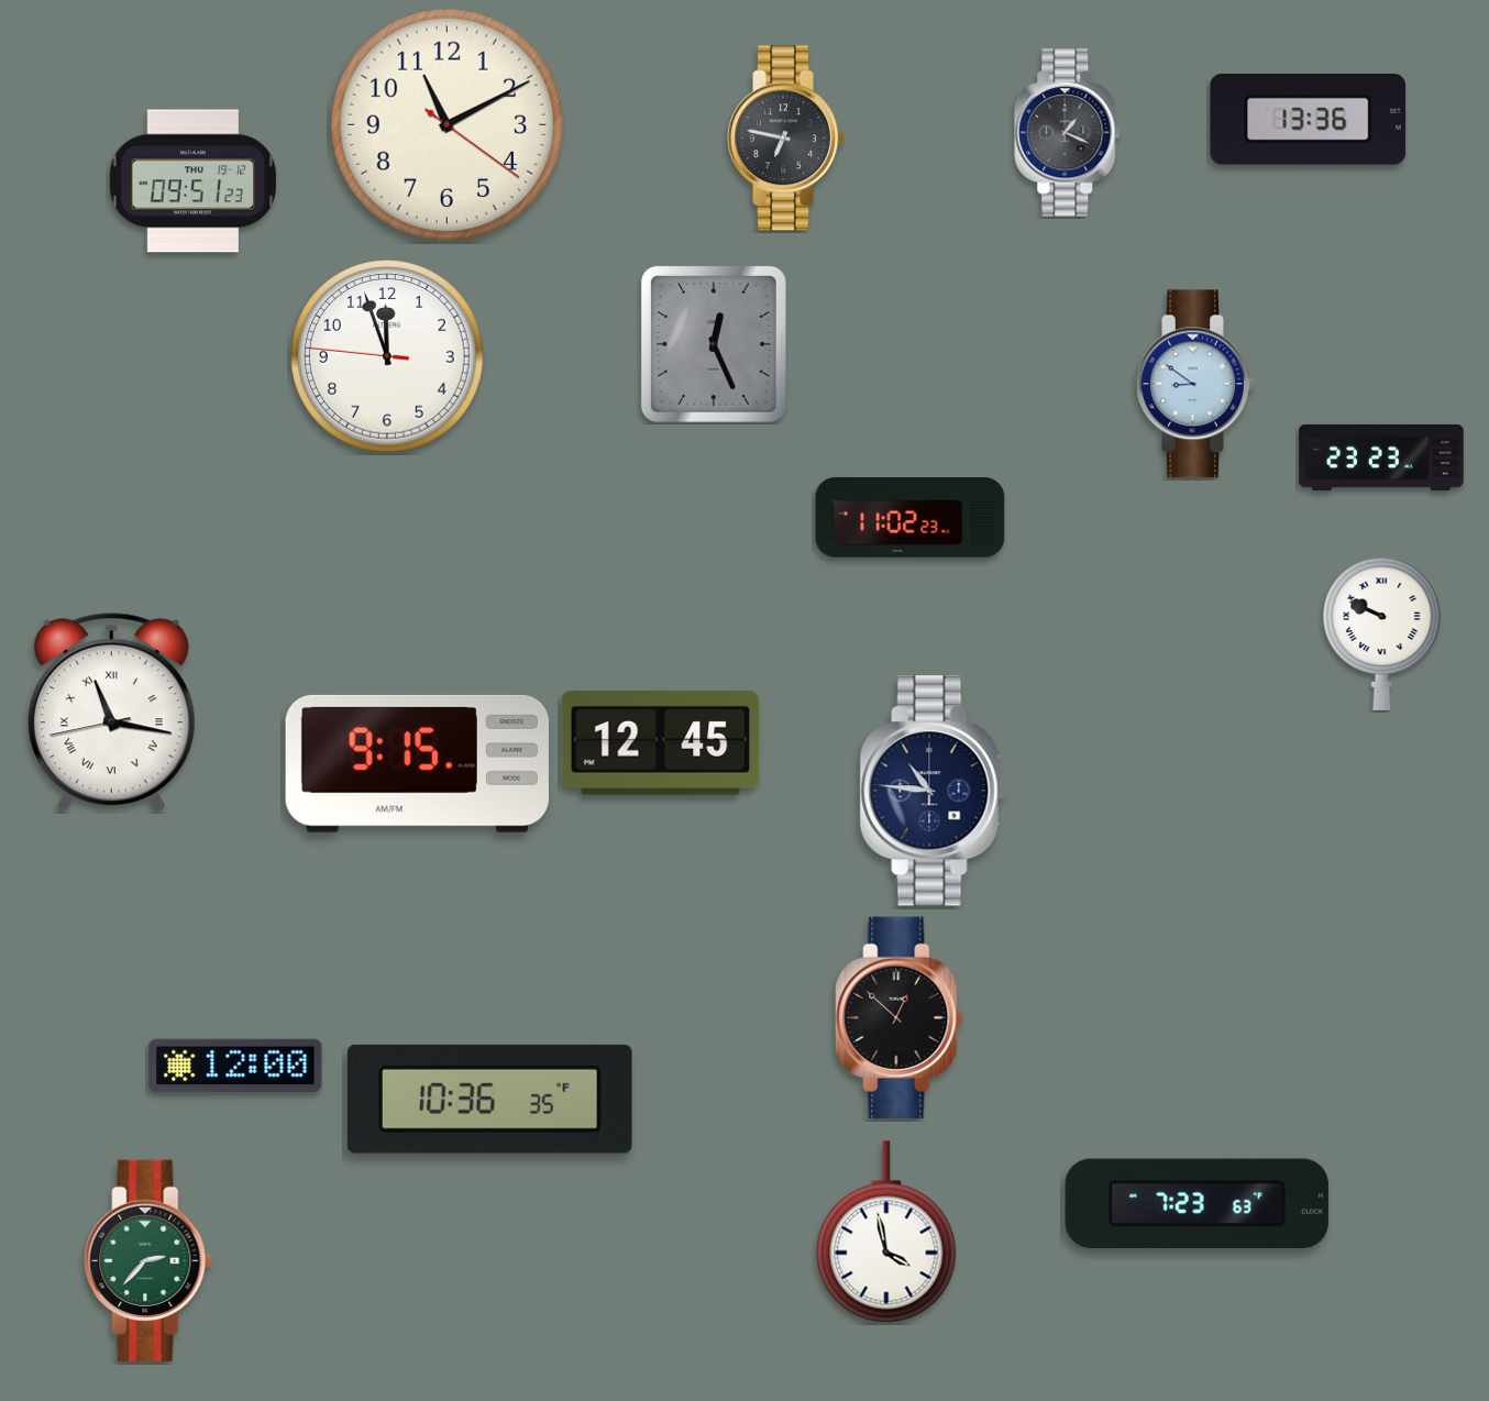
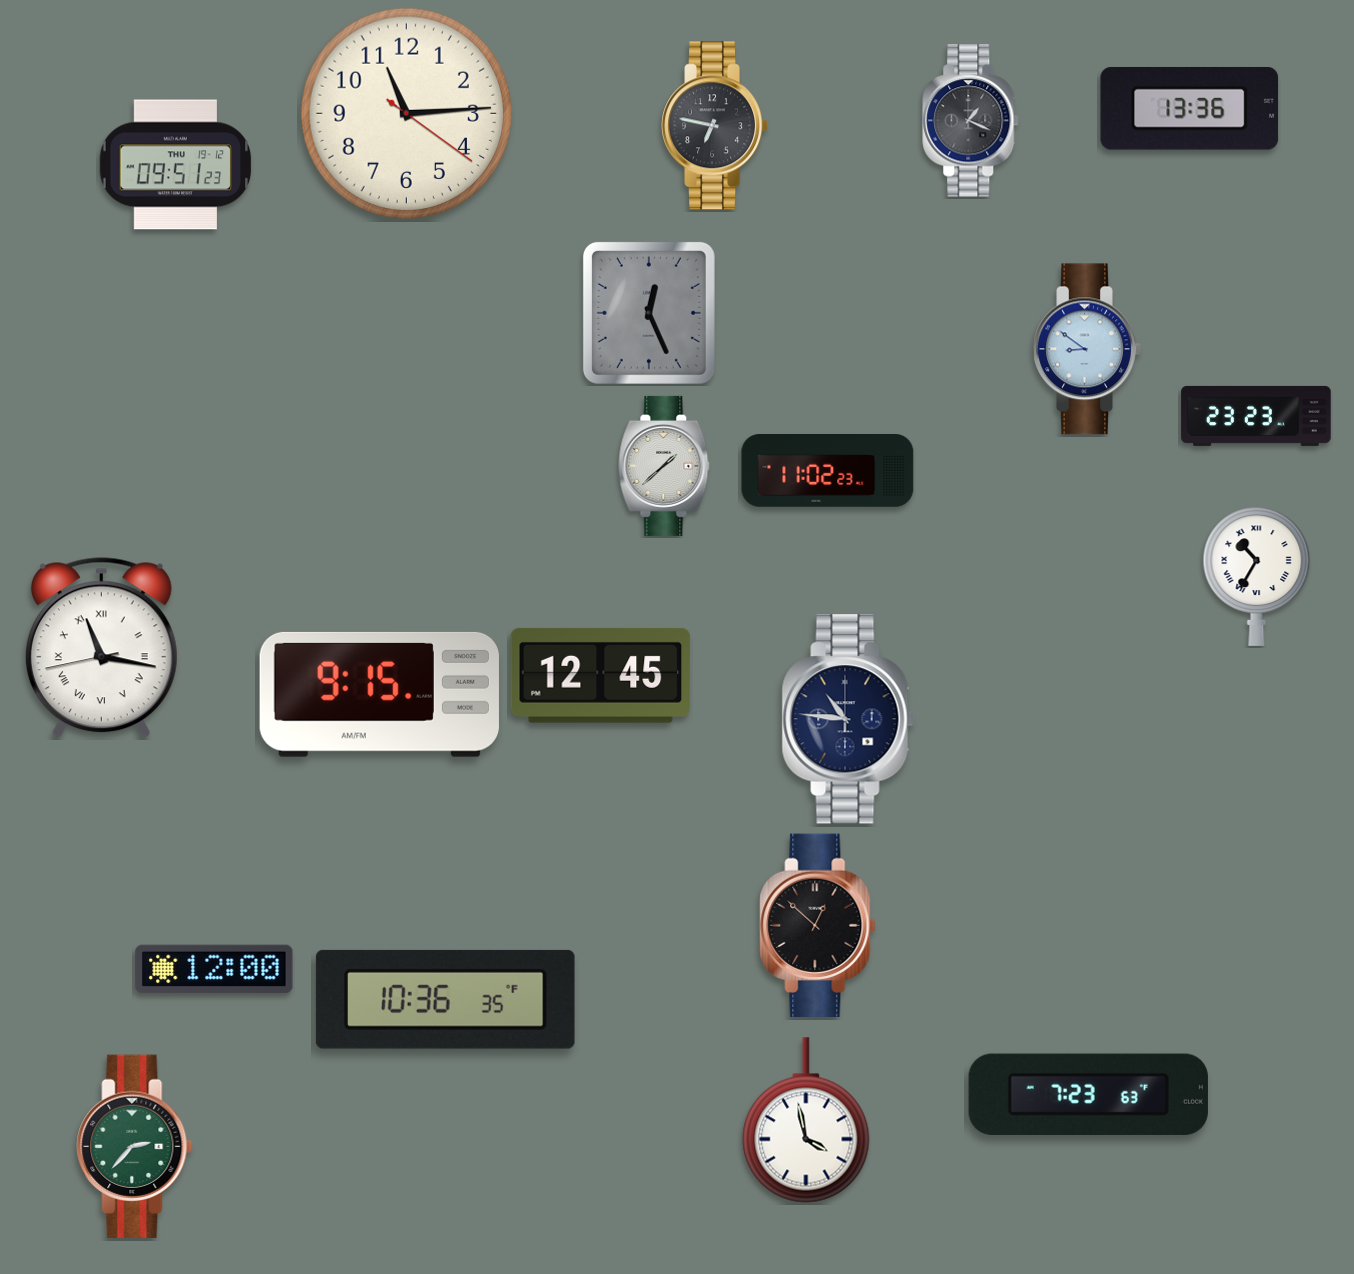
clock at (448, 125): 11:10 -> 11:14
clock at (387, 356): 11:56 -> none
clock at (664, 466): none -> 1:38
clock at (1382, 633): 9:49 -> 10:35
